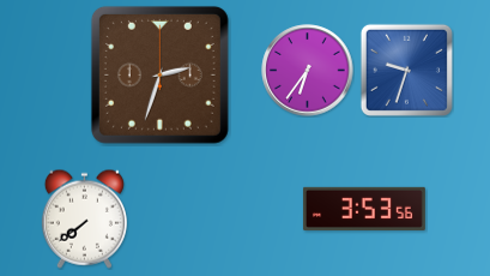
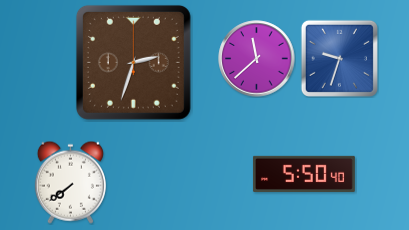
clock at (308, 71): 6:36 -> 11:38
clock at (364, 209): 3:53 -> 5:50
